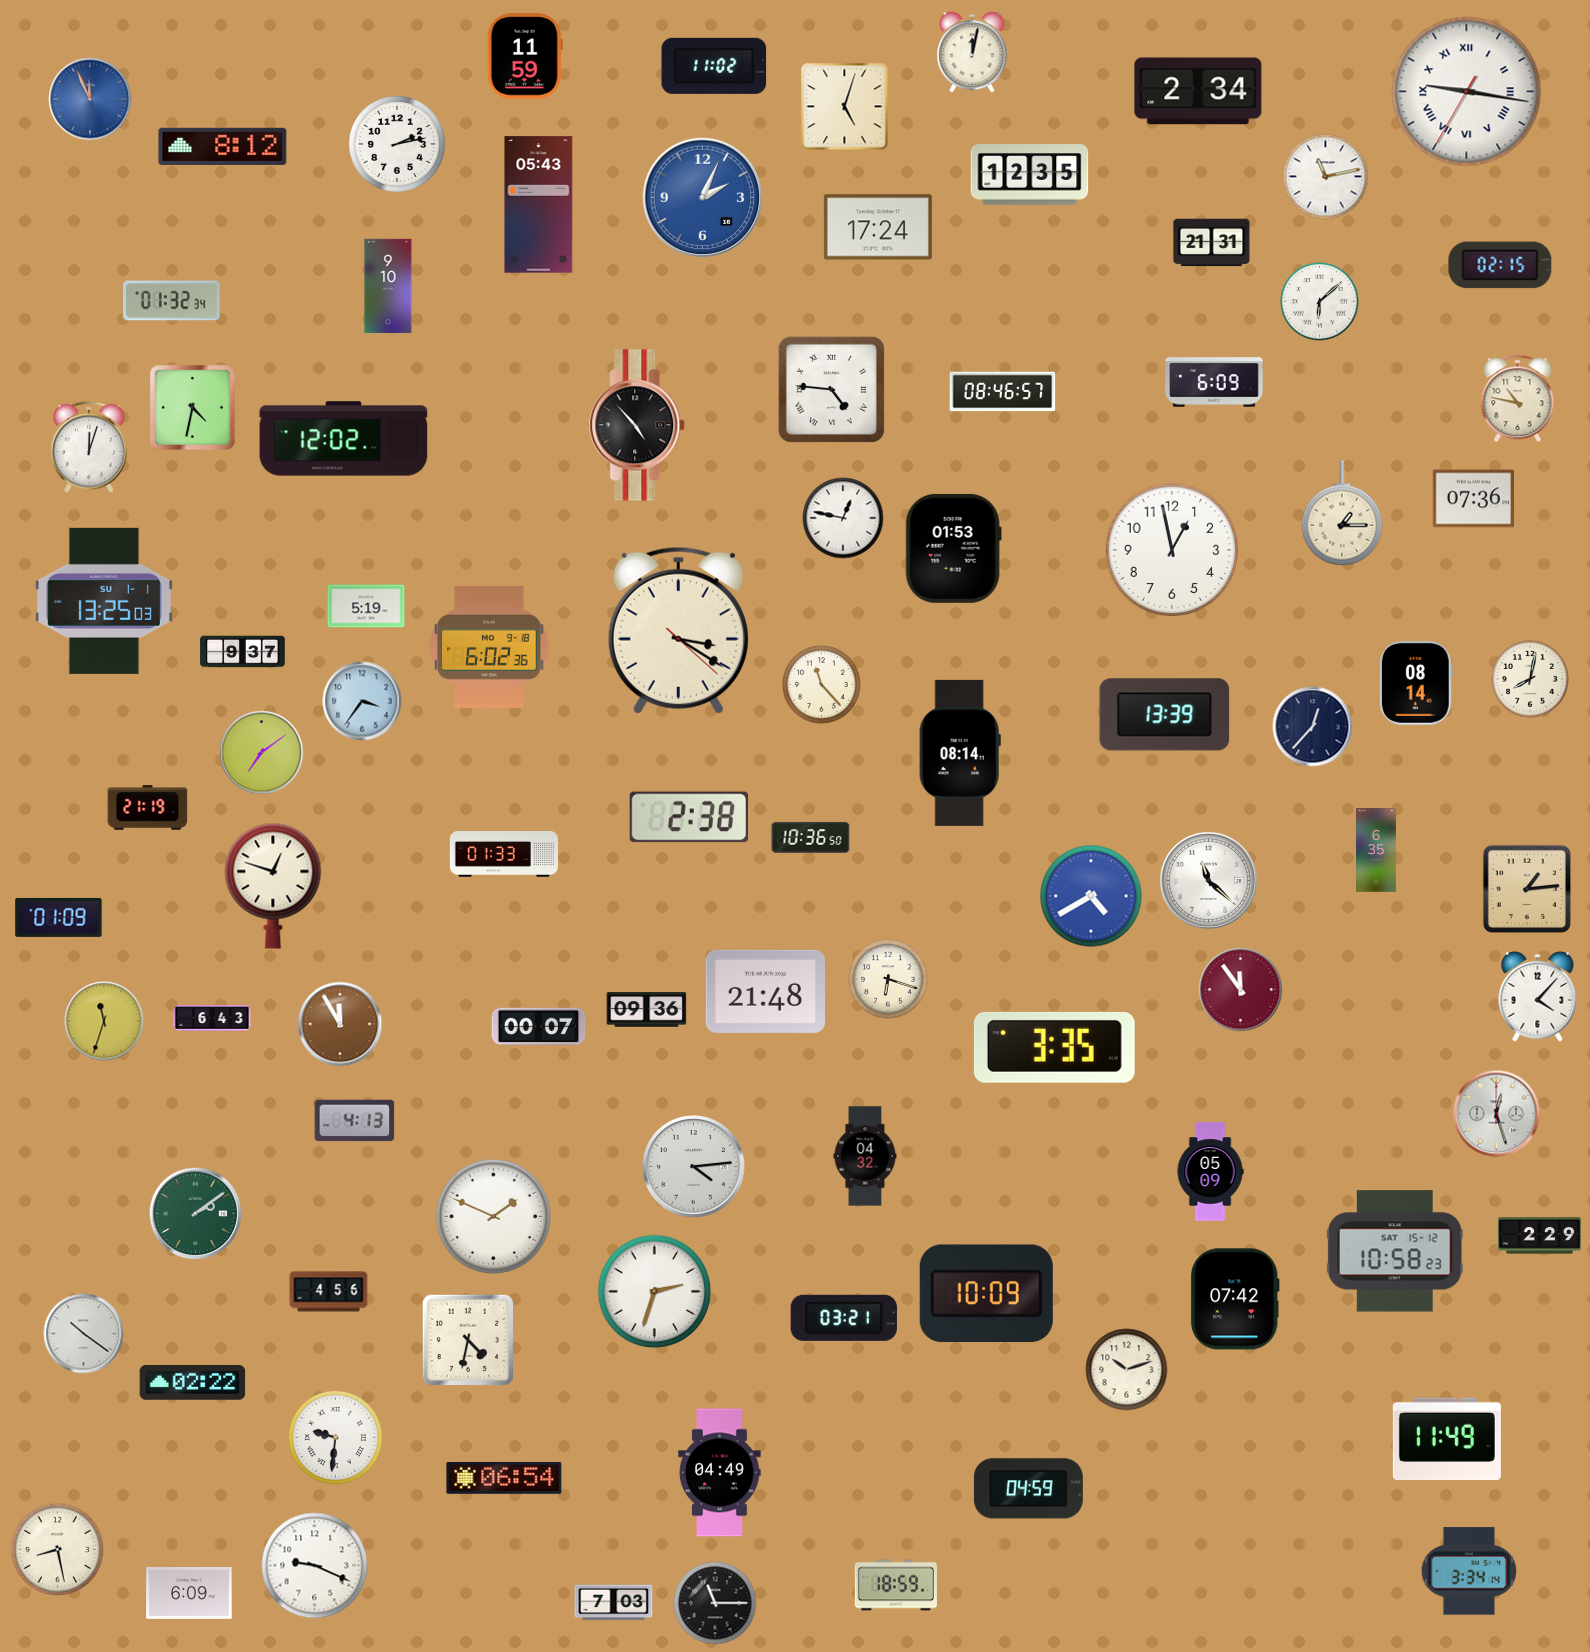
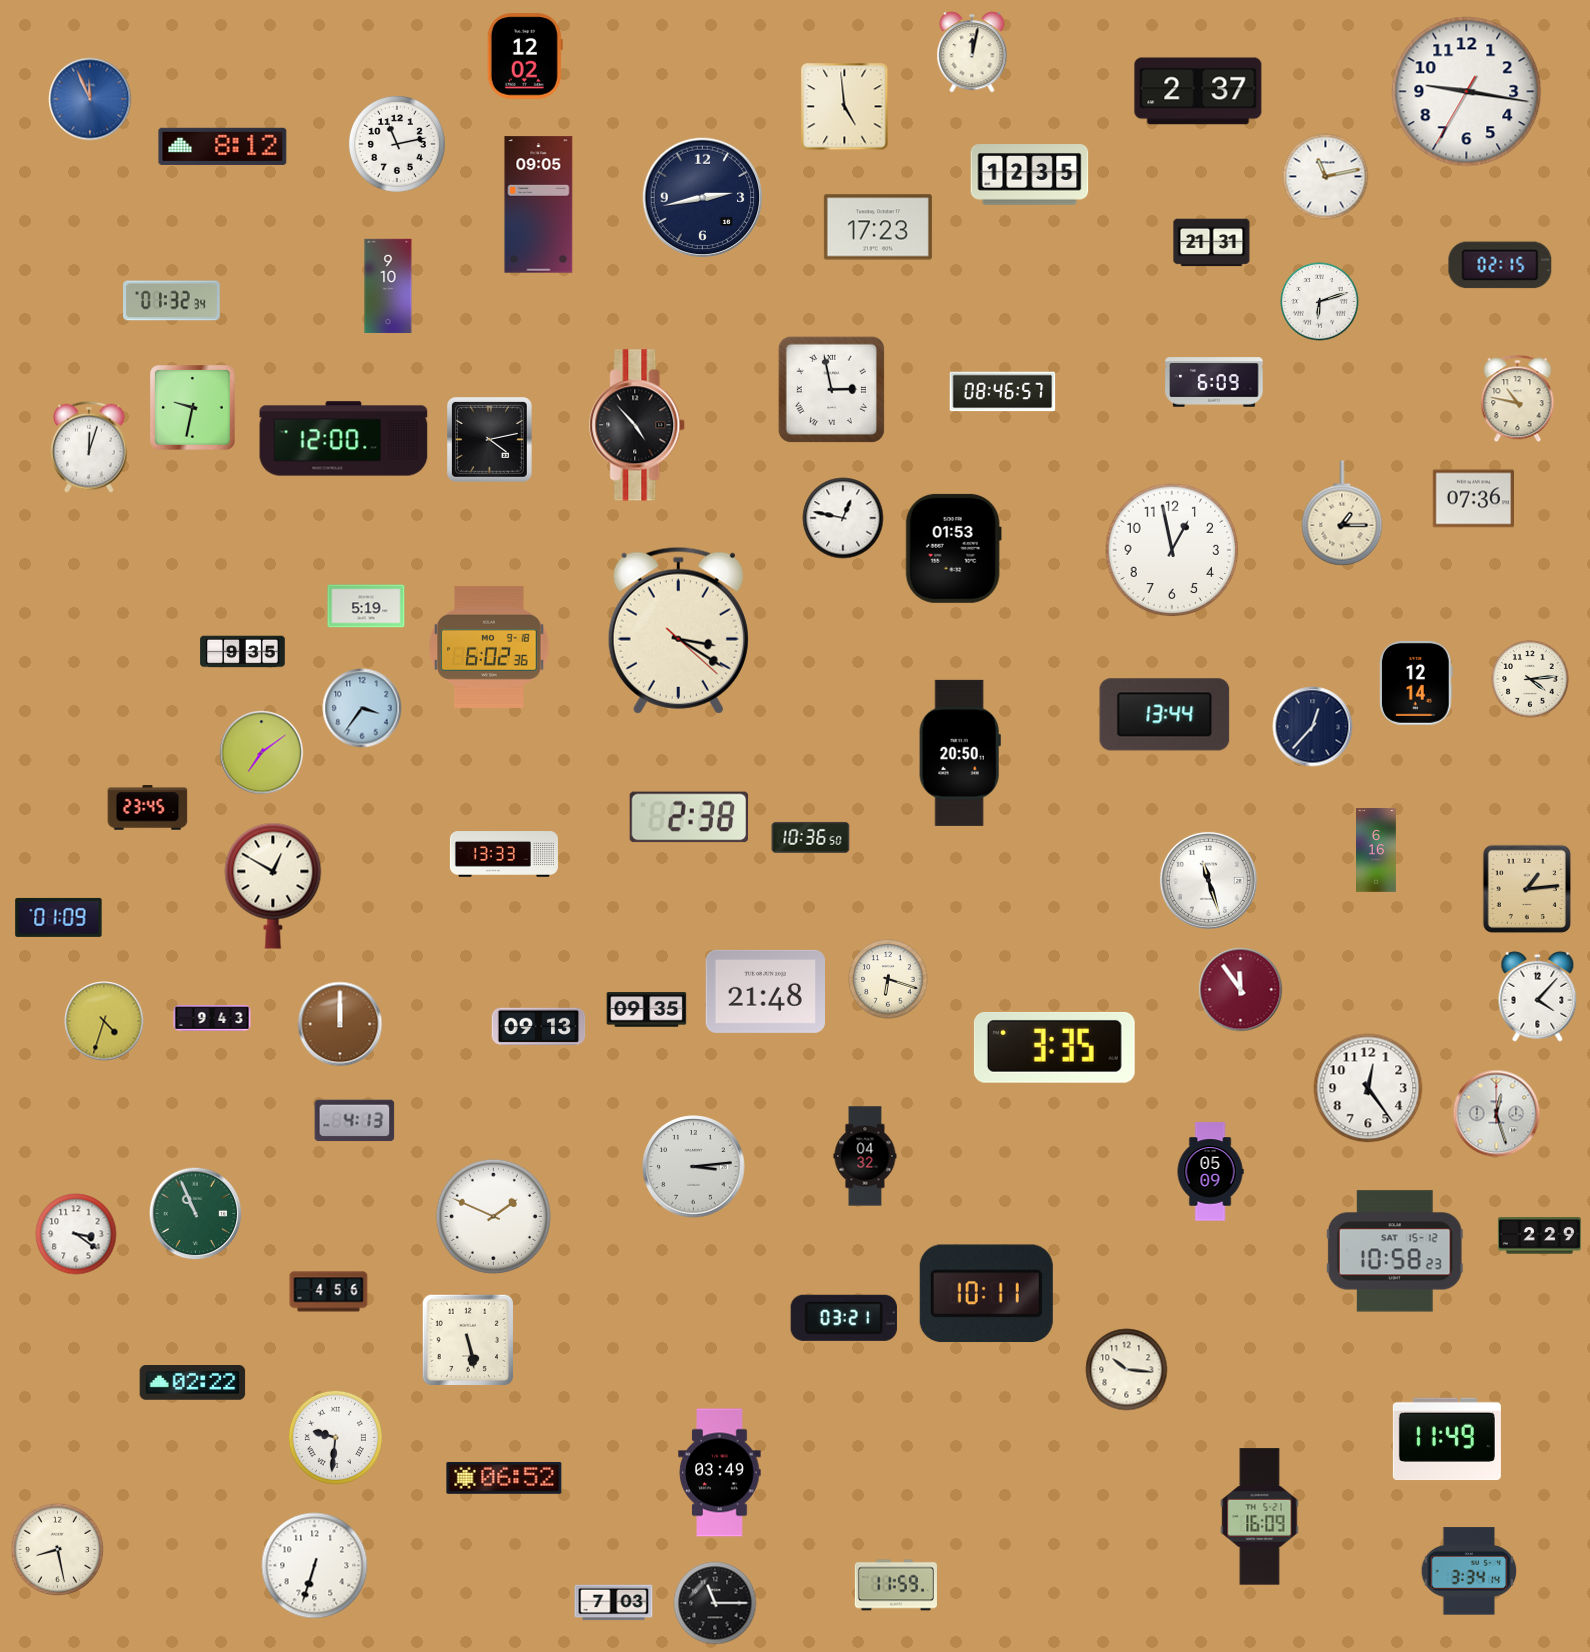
clock at (525, 56): 11:59 -> 12:02
clock at (714, 66): 11:02 -> none
clock at (1198, 91): 2:34 -> 2:37
clock at (1467, 92) numerals: Roman -> Arabic
clock at (845, 107): 5:03 -> 4:59
clock at (397, 144): 2:13 -> 11:13
clock at (703, 198): 2:04 -> 2:43
clock at (703, 198) dial: blue -> navy
clock at (539, 205): 05:43 -> 09:05
clock at (878, 227): 17:24 -> 17:23
clock at (1320, 302): 6:08 -> 6:12
clock at (831, 389): 4:46 -> 2:58
clock at (193, 408): 4:32 -> 9:32
clock at (344, 439): 12:02 -> 12:00
clock at (490, 440): none -> 4:13
clock at (104, 601): 13:25 -> none
clock at (243, 652): 9:37 -> 9:35
clock at (1530, 679): 8:02 -> 4:14
clock at (1416, 683): 08:14 -> 12:14
clock at (822, 685): 11:23 -> none
clock at (362, 701) position: (362, 701) -> (362, 708)
clock at (1165, 715): 13:39 -> 13:44
clock at (960, 753): 08:14 -> 20:50
clock at (148, 808): 21:19 -> 23:45
clock at (1377, 850): 6:35 -> 6:16
clock at (504, 854): 01:33 -> 13:33
clock at (1208, 880): 11:22 -> 11:27
clock at (273, 886): 12:48 -> 12:50
clock at (1091, 896): 4:40 -> none
clock at (647, 1010): 09:36 -> 09:35
clock at (212, 1018): 6:43 -> 9:43
clock at (104, 1021): 11:33 -> 4:33
clock at (340, 1024): 11:55 -> 12:00
clock at (539, 1027): 00:07 -> 09:13
clock at (1368, 1088): none -> 12:24
clock at (694, 1167): 4:14 -> 3:14
clock at (196, 1214): 2:09 -> 10:56
clock at (76, 1234): none -> 3:21
clock at (655, 1292): 2:33 -> none
clock at (986, 1294): 10:09 -> 10:11
clock at (1235, 1299): 07:42 -> none
clock at (84, 1334): 10:21 -> none
clock at (468, 1340): 4:32 -> 5:28
clock at (1127, 1370): 10:12 -> 10:16
clock at (720, 1473): 04:49 -> 03:49
clock at (504, 1478): 06:54 -> 06:52
clock at (1028, 1489): 04:59 -> none
clock at (1260, 1517): none -> 16:09
clock at (315, 1566): 9:19 -> 6:33
clock at (896, 1585): 18:59 -> 11:59
clock at (189, 1594): 6:09 -> none
